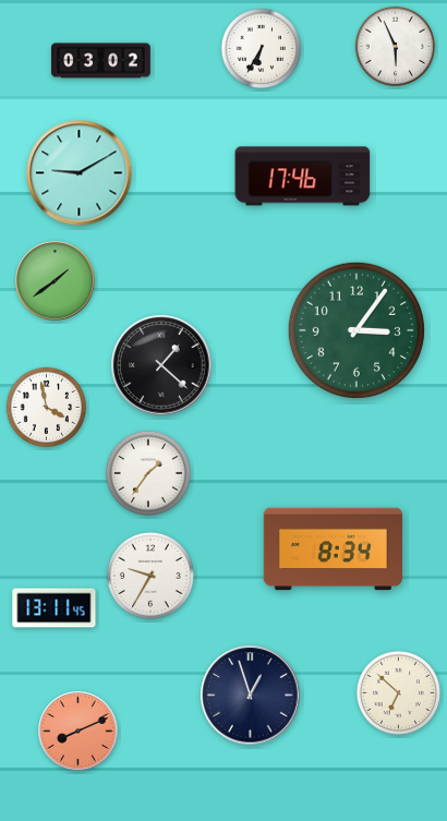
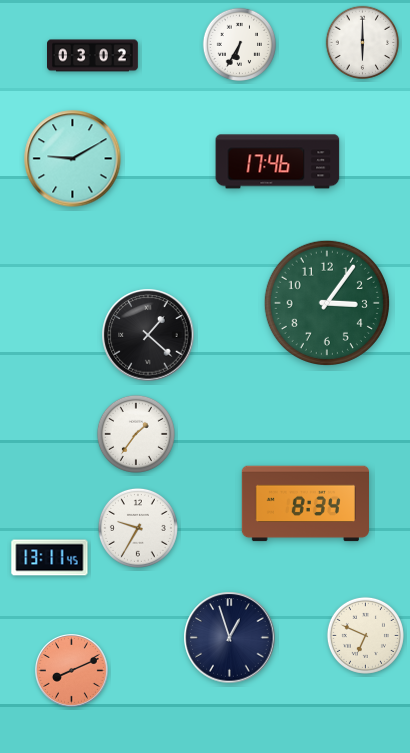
clock at (396, 47): 5:56 -> 6:00
clock at (56, 281): 1:39 -> none
clock at (47, 408): 3:58 -> none
clock at (398, 692): 6:52 -> 6:49
